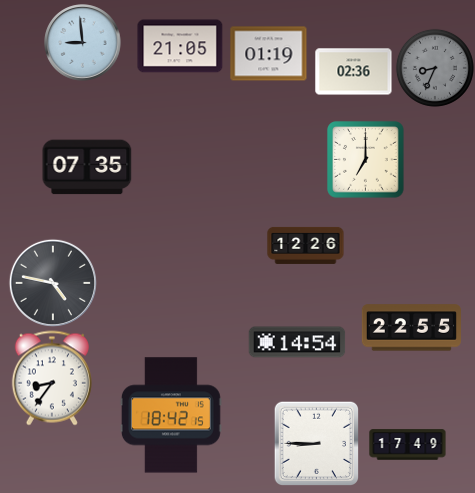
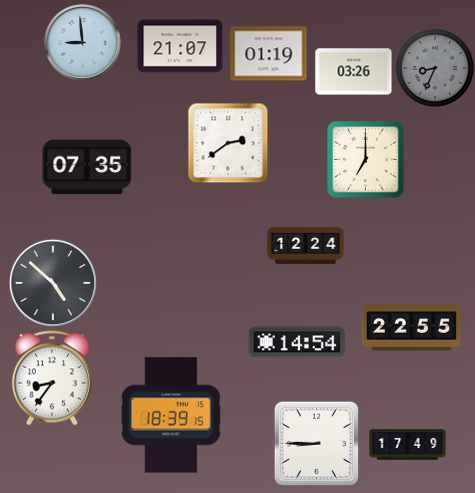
clock at (180, 46): 21:05 -> 21:07
clock at (354, 72): 02:36 -> 03:26
clock at (228, 143): none -> 2:39
clock at (306, 245): 12:26 -> 12:24
clock at (53, 283): 4:47 -> 4:52
clock at (171, 415): 18:42 -> 18:39
